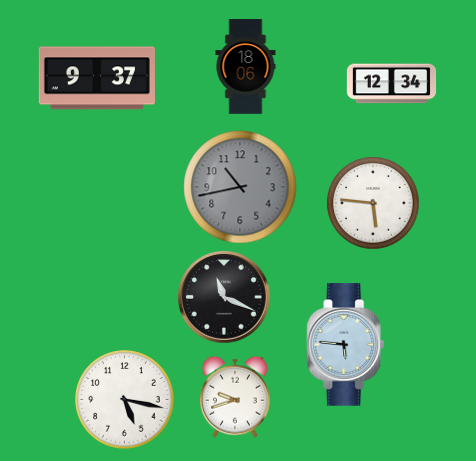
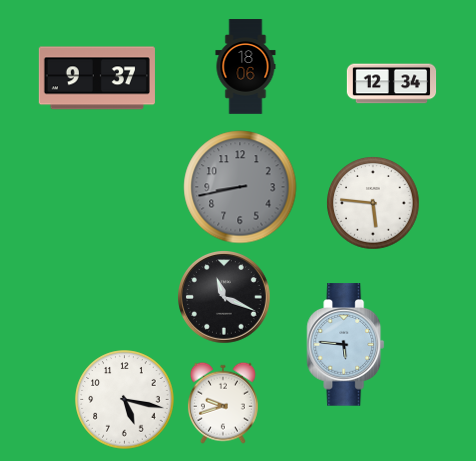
clock at (240, 187): 10:43 -> 8:43
clock at (235, 397) position: (235, 397) -> (223, 403)
